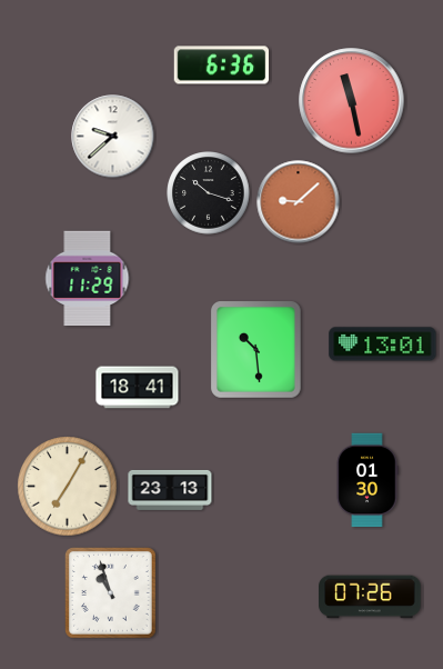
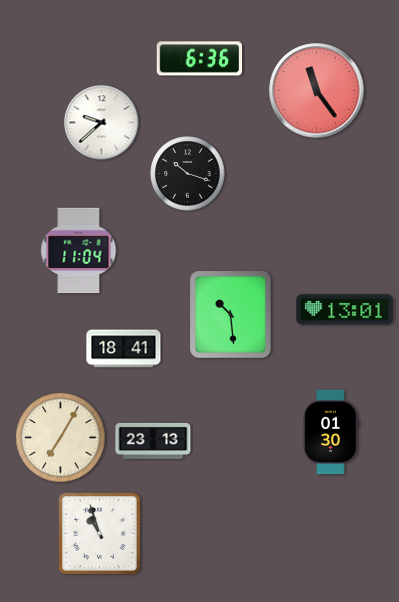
clock at (352, 101): 11:28 -> 11:24
clock at (299, 202): 9:08 -> none
clock at (88, 279): 11:29 -> 11:04
clock at (370, 597): 07:26 -> none
